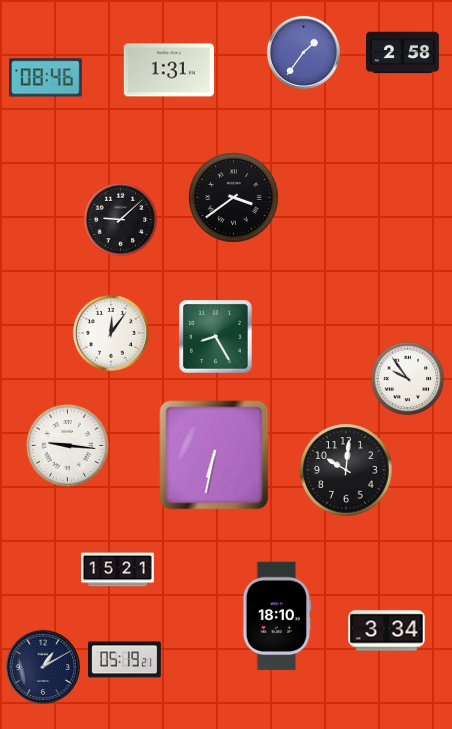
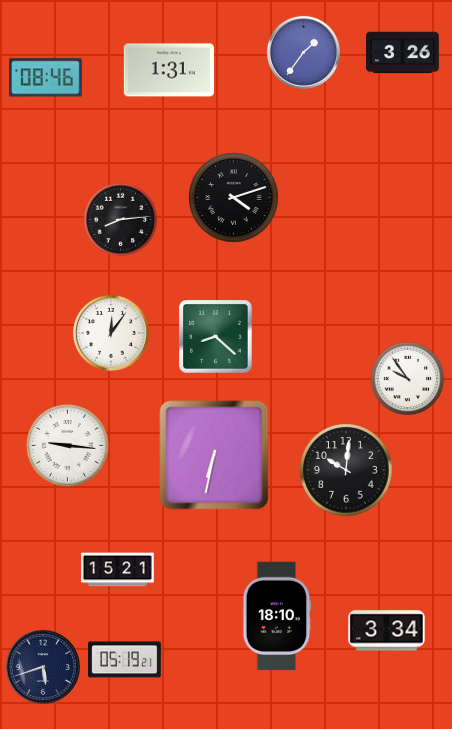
clock at (403, 53): 2:58 -> 3:26
clock at (234, 198): 3:39 -> 4:12
clock at (121, 220): 9:08 -> 8:14
clock at (216, 337): 8:25 -> 8:22
clock at (43, 667): 1:10 -> 5:42
